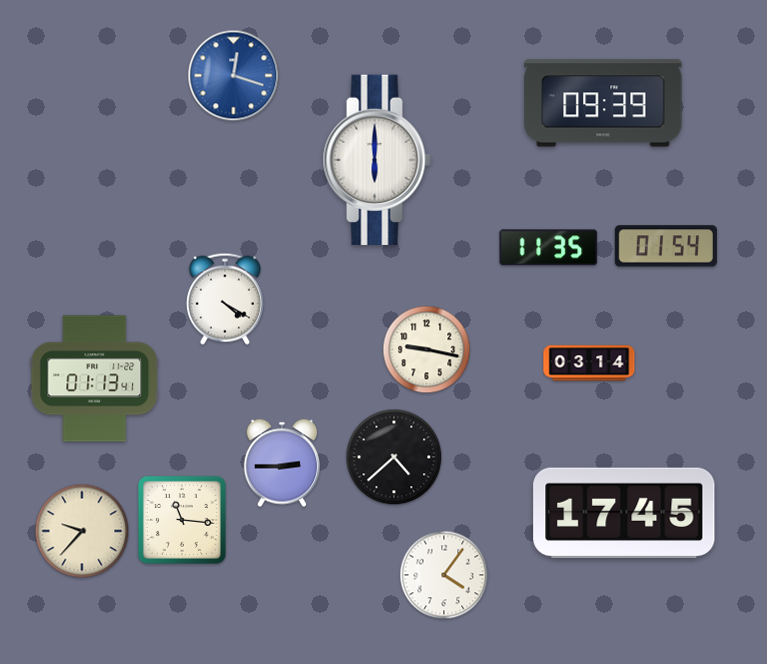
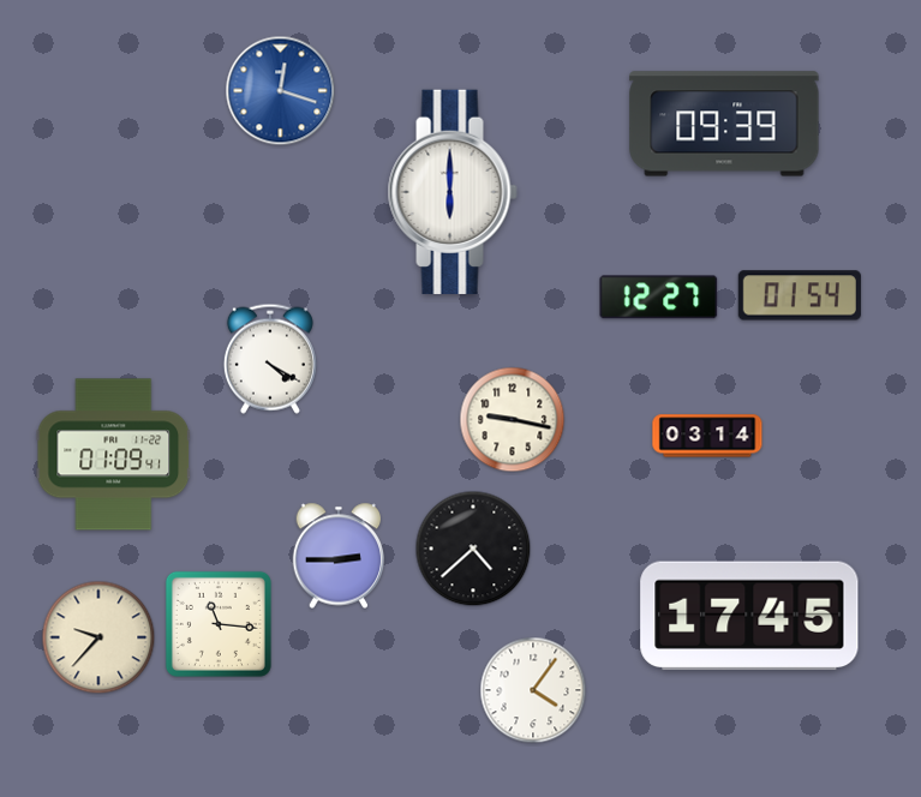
clock at (549, 248): 11:35 -> 12:27
clock at (95, 379): 01:13 -> 01:09
